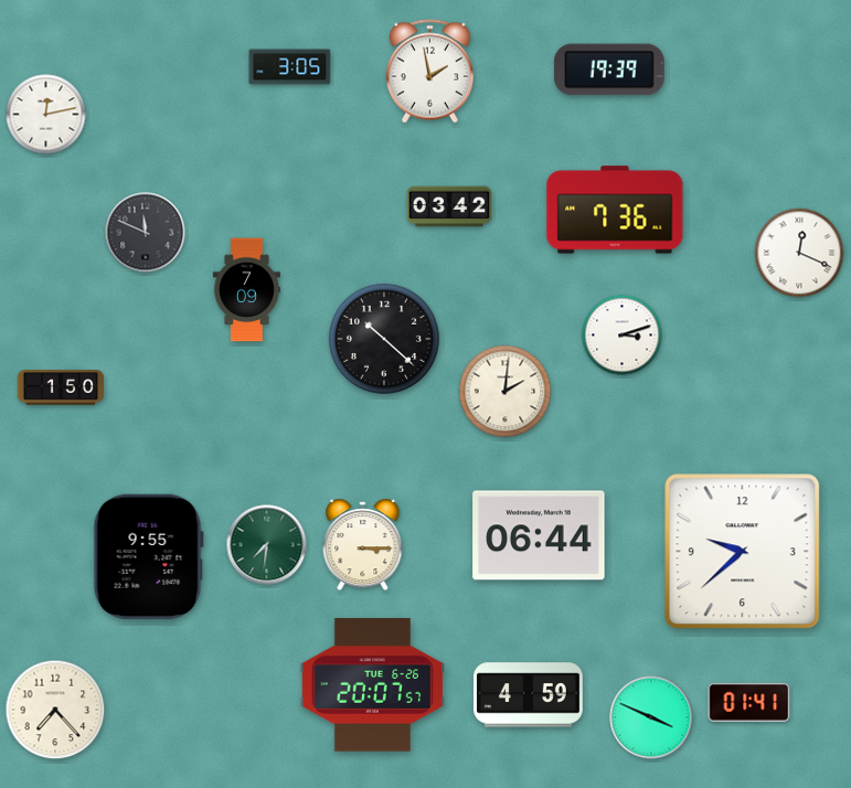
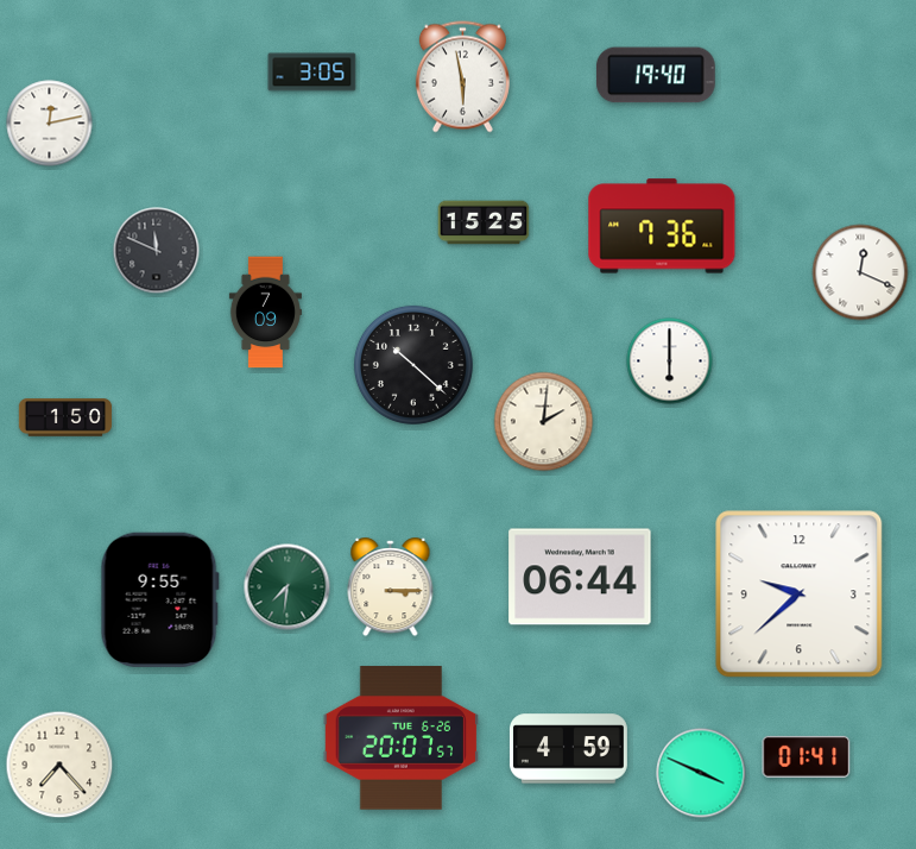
clock at (609, 70): 19:39 -> 19:40
clock at (429, 72): 1:58 -> 5:58
clock at (449, 206): 03:42 -> 15:25
clock at (623, 336): 3:12 -> 6:00
